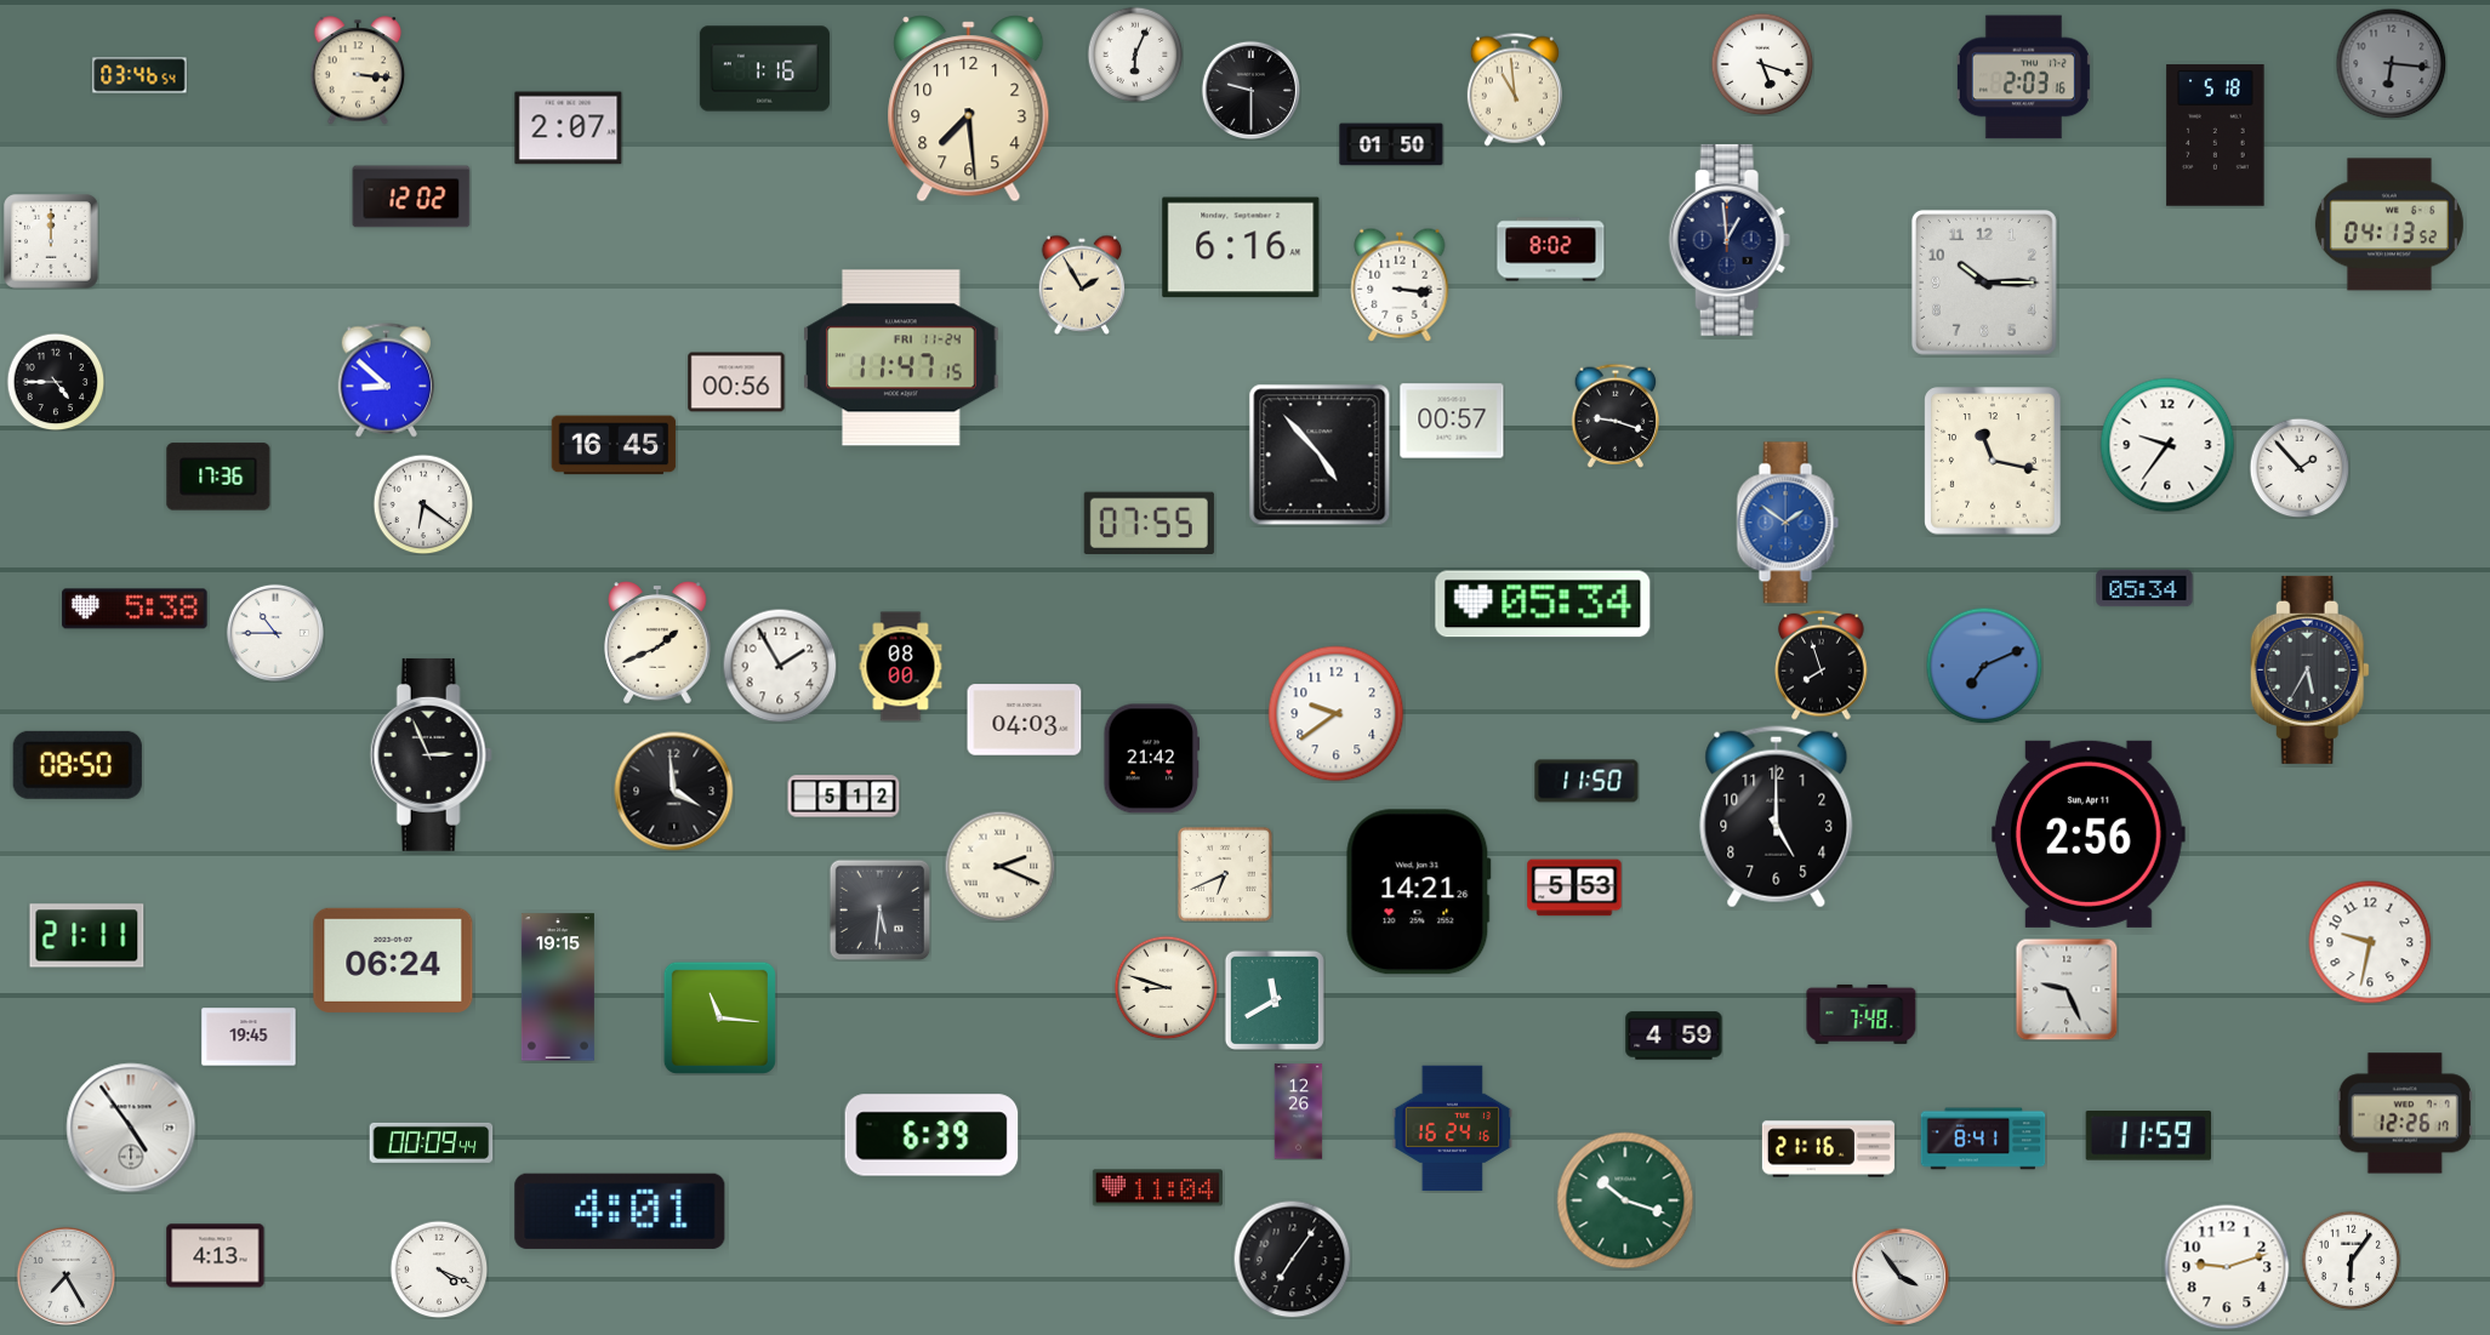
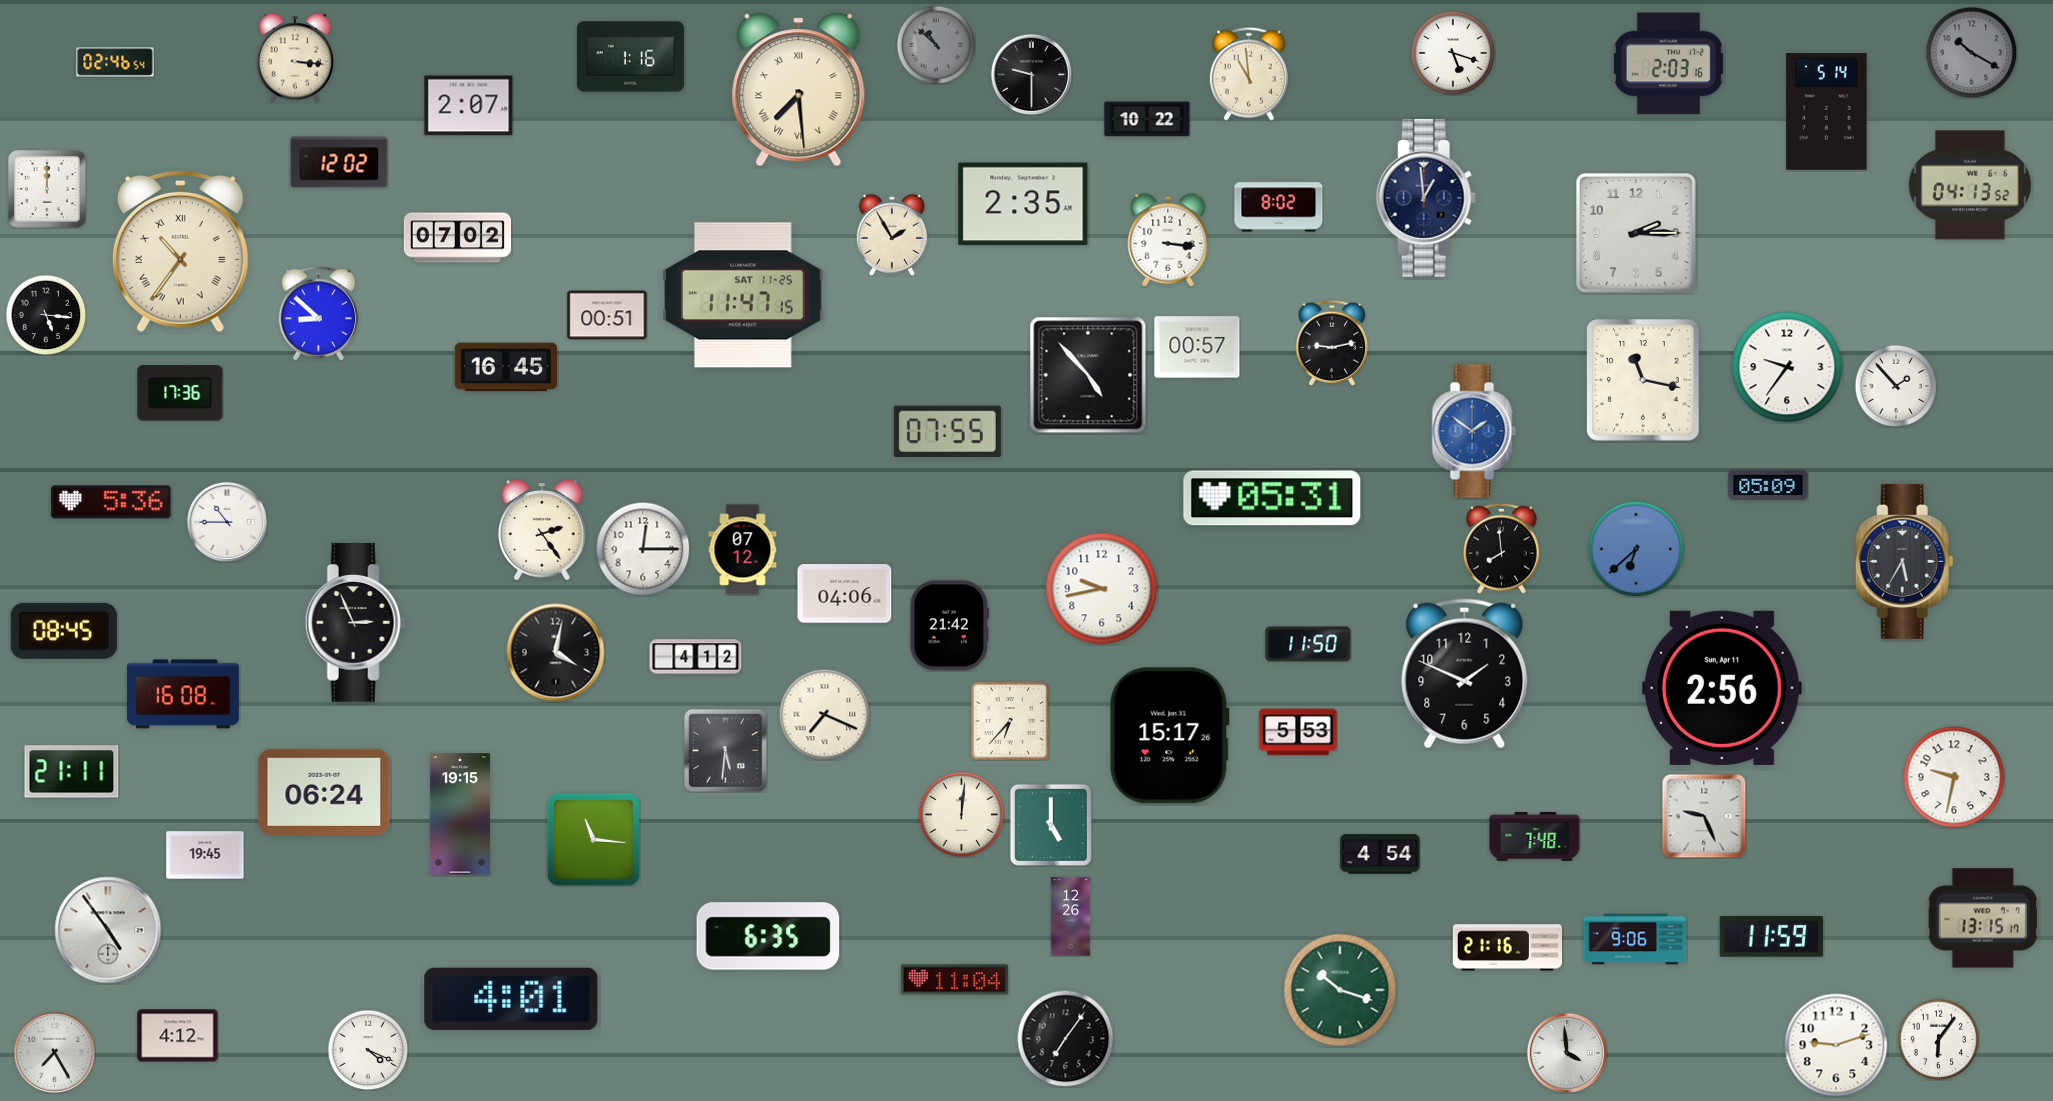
clock at (1135, 55): 6:04 -> 10:52
clock at (1135, 55) dial: white -> grey
clock at (2391, 63): 6:16 -> 10:20
clock at (139, 75): 03:46 -> 02:46
clock at (969, 109) numerals: Arabic -> Roman
clock at (2216, 136): 5:18 -> 5:14
clock at (1391, 144): 01:50 -> 10:22
clock at (52, 243) position: (52, 243) -> (48, 190)
clock at (1241, 247): 6:16 -> 2:35
clock at (1984, 283): 10:15 -> 2:15
clock at (1400, 285) position: (1400, 285) -> (1168, 240)
clock at (457, 238): none -> 07:02
clock at (180, 251): none -> 10:36
clock at (902, 358) date: FRI 11-24 -> SAT 11-25
clock at (56, 382): 4:45 -> 5:16
clock at (736, 382): 00:56 -> 00:51
clock at (1616, 416): 9:18 -> 9:13
clock at (423, 504): 6:21 -> none
clock at (2144, 588): 05:34 -> 05:09
clock at (1543, 604): 05:34 -> 05:31
clock at (135, 609): 5:38 -> 5:36
clock at (657, 643): 1:41 -> 2:24
clock at (1822, 664): 7:57 -> 7:59
clock at (780, 666): 1:55 -> 12:15
clock at (1984, 666): 7:11 -> 6:38
clock at (901, 667): 08:00 -> 07:12
clock at (2309, 669) position: (2309, 669) -> (1904, 561)
clock at (1337, 714): 9:39 -> 9:43
clock at (1025, 720): 04:03 -> 04:06
clock at (78, 765): 08:50 -> 08:45
clock at (674, 792): 3:59 -> 4:02
clock at (844, 797): 5:12 -> 4:12
clock at (1777, 817): 5:00 -> 1:49
clock at (183, 694): none -> 16:08
clock at (999, 866): 2:19 -> 7:19
clock at (1225, 874): 6:41 -> 6:37
clock at (1418, 892): 14:21 -> 15:17
clock at (1166, 987): 8:48 -> 12:01
clock at (1275, 1000): 11:40 -> 5:00
clock at (1674, 1036): 4:59 -> 4:54
clock at (2405, 1113): 12:26 -> 13:15
clock at (1453, 1129): 16:24 -> none
clock at (931, 1135): 6:39 -> 6:35
clock at (1983, 1139): 8:41 -> 9:06
clock at (432, 1142): 00:09 -> none
clock at (216, 1256): 4:13 -> 4:12
clock at (439, 1270) position: (439, 1270) -> (368, 1050)
clock at (1901, 1277): 3:54 -> 3:59
